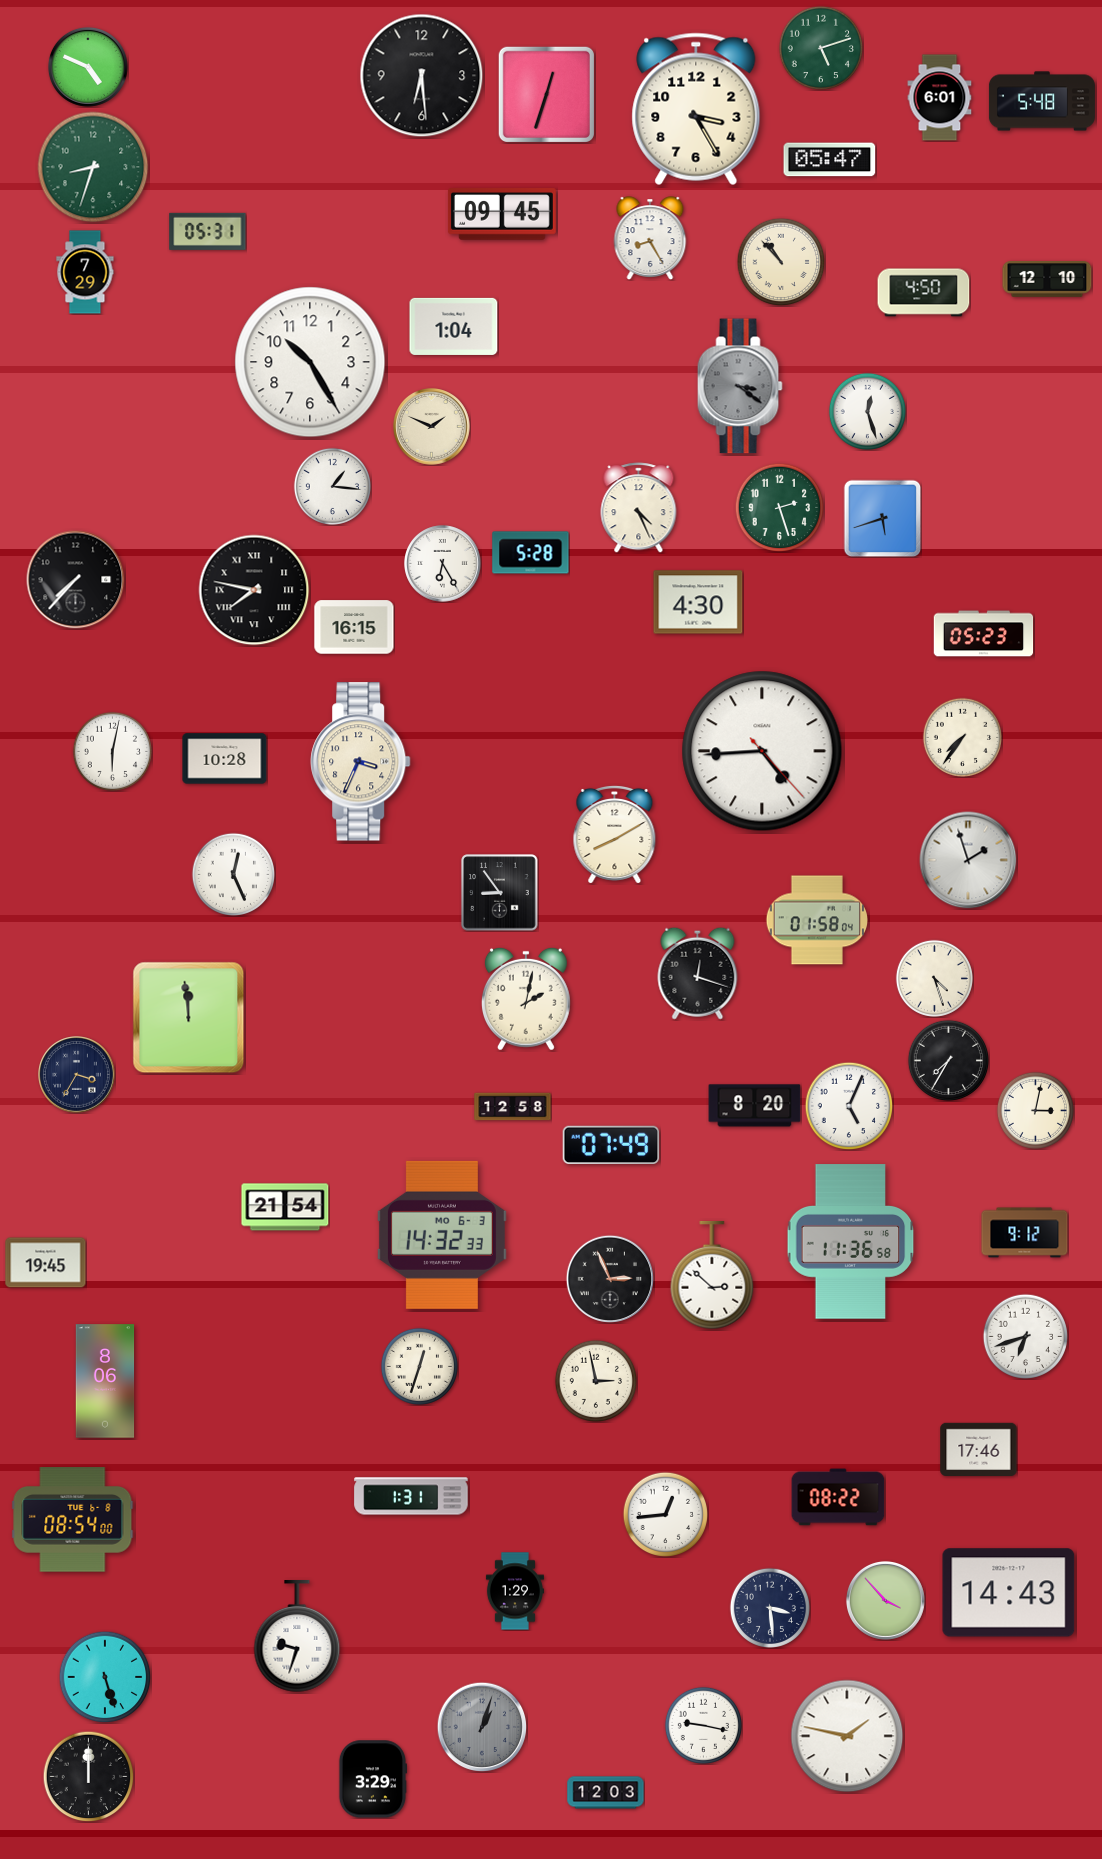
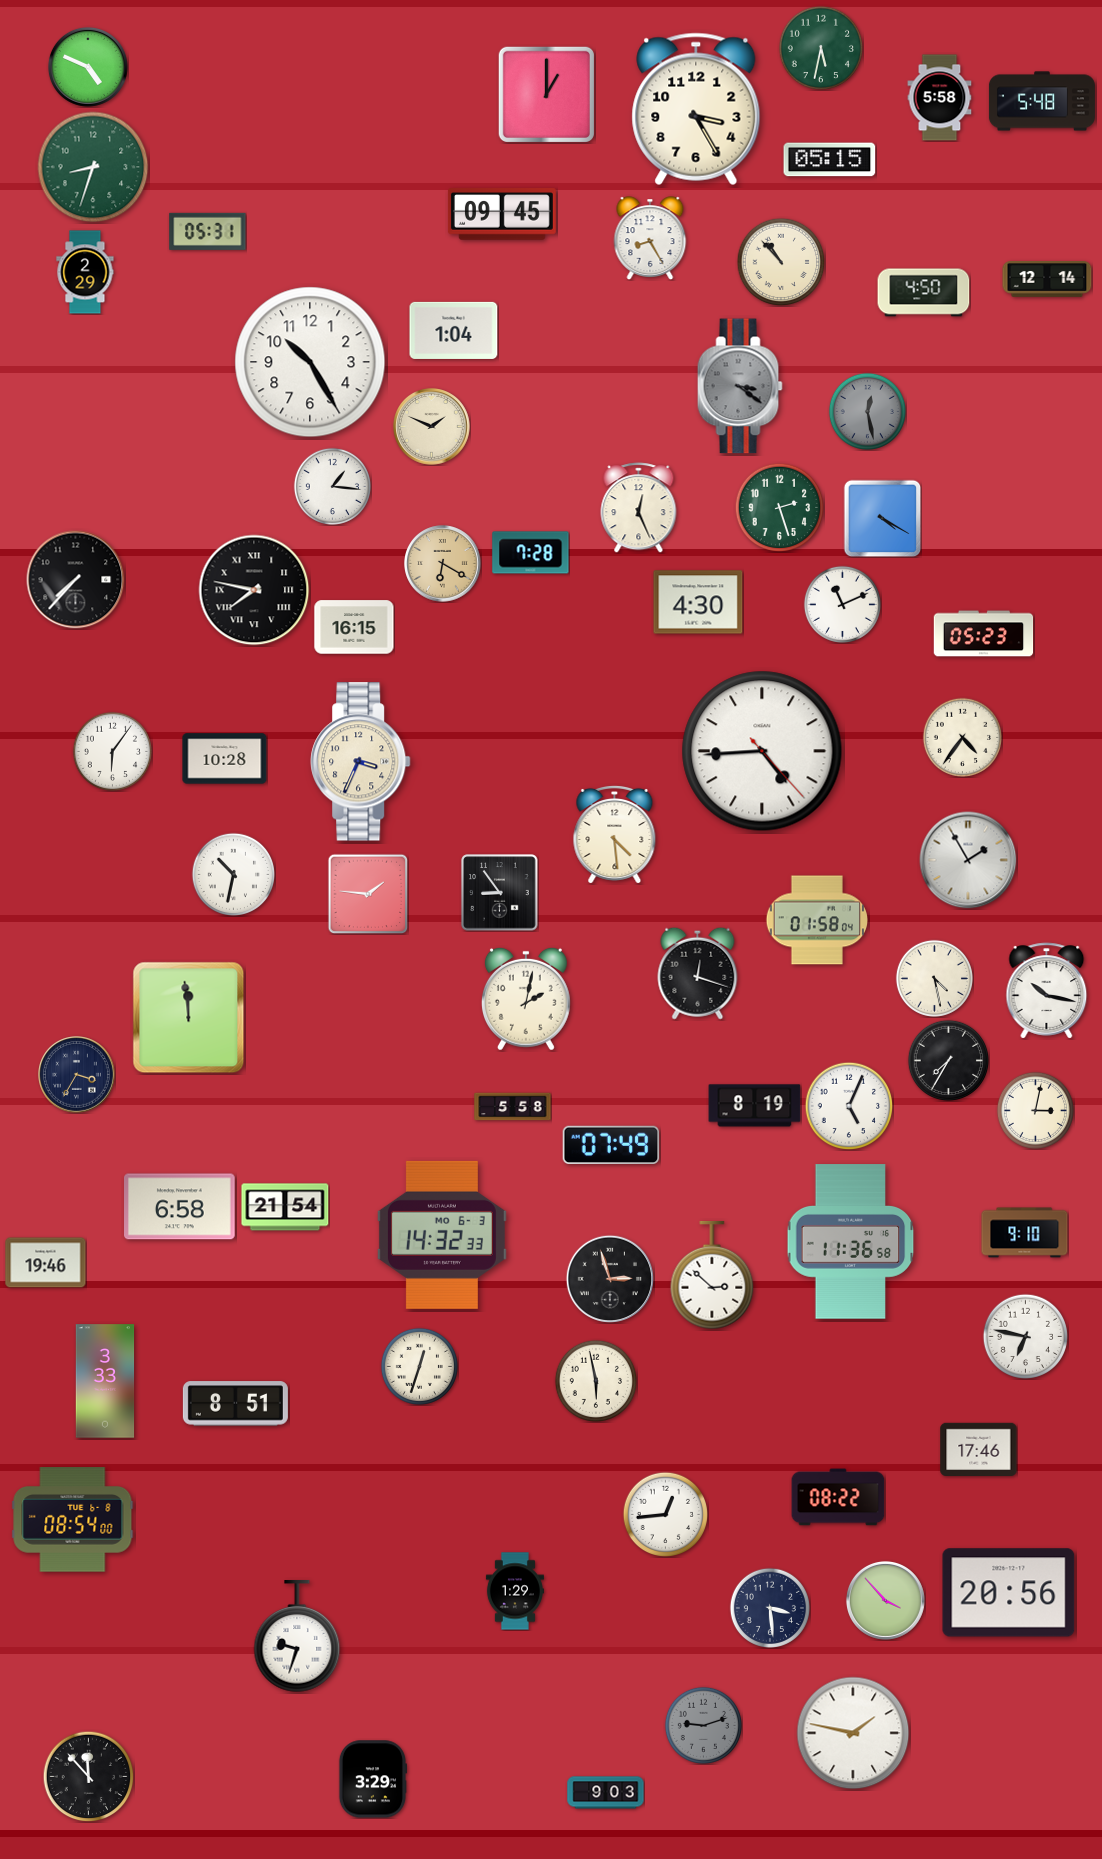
clock at (820, 47): 5:12 -> 5:32
clock at (422, 76): 6:29 -> none
clock at (546, 94): 12:33 -> 1:00
clock at (940, 98): 6:01 -> 5:58
clock at (830, 160): 05:47 -> 05:15
clock at (85, 272): 7:29 -> 2:29
clock at (1047, 280): 12:10 -> 12:14
clock at (454, 326) position: (454, 326) -> (454, 330)
clock at (867, 411): 12:27 -> 12:28
clock at (867, 411) dial: white -> grey
clock at (639, 508): 4:26 -> 12:26
clock at (882, 518): 5:42 -> 4:20
clock at (531, 553): 5:28 -> 7:28
clock at (443, 564): 6:25 -> 6:20
clock at (443, 564) dial: white -> champagne
clock at (842, 604): none -> 11:11
clock at (962, 737): 7:36 -> 4:36
clock at (112, 751): 6:02 -> 6:06
clock at (615, 834): 8:10 -> 4:29
clock at (968, 860): 1:57 -> 1:55
clock at (233, 874): 12:26 -> 10:32
clock at (368, 894): none -> 1:46
clock at (934, 978): 4:27 -> 4:28
clock at (1047, 991): none -> 10:17
clock at (755, 1106): 8:20 -> 8:19
clock at (513, 1107): 12:58 -> 5:58
clock at (180, 1207): none -> 6:58
clock at (1025, 1233): 9:12 -> 9:10
clock at (46, 1263): 19:45 -> 19:46
clock at (609, 1278): 2:56 -> 2:57
clock at (1025, 1336): 6:42 -> 6:47
clock at (595, 1380): 2:58 -> 5:58
clock at (105, 1381): 8:06 -> 3:33
clock at (235, 1404): none -> 8:51
clock at (411, 1496): 1:31 -> none
clock at (1009, 1593): 14:43 -> 20:56
clock at (105, 1677): 5:27 -> none
clock at (703, 1725): 9:17 -> 9:12
clock at (703, 1725) dial: white -> grey
clock at (482, 1727): 1:03 -> none
clock at (847, 1736) position: (847, 1736) -> (853, 1733)
clock at (88, 1776): 12:00 -> 11:53
clock at (606, 1793): 12:03 -> 9:03
